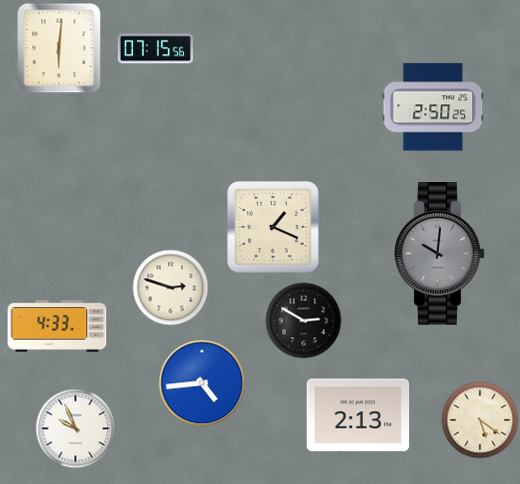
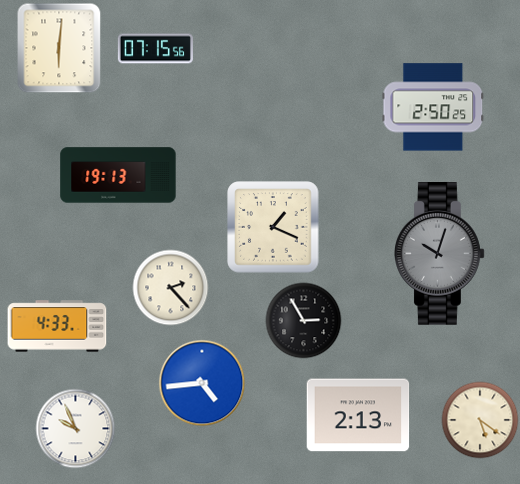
clock at (118, 175): none -> 19:13
clock at (440, 254): 10:01 -> 10:03
clock at (171, 288): 2:48 -> 2:23
clock at (304, 321): 2:50 -> 2:55
